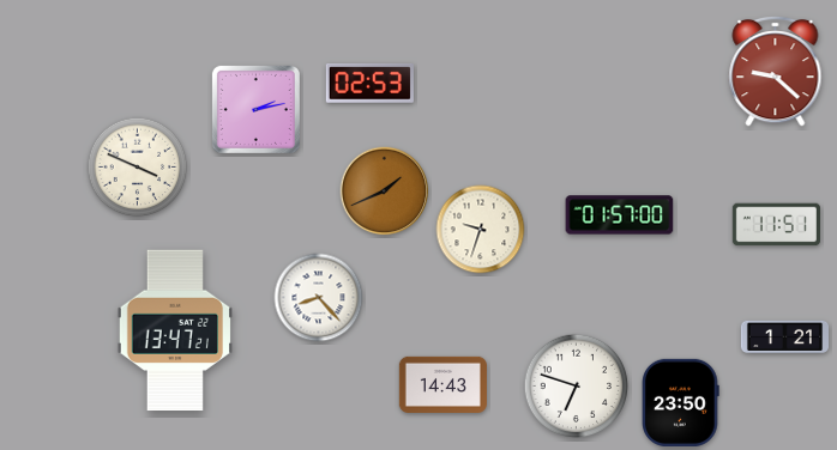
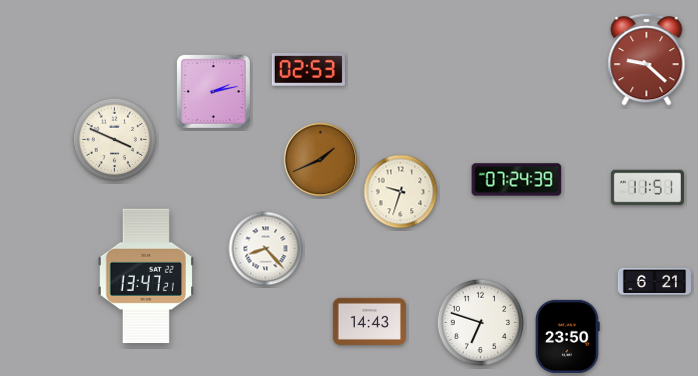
clock at (620, 215): 01:57 -> 07:24
clock at (784, 336): 1:21 -> 6:21
